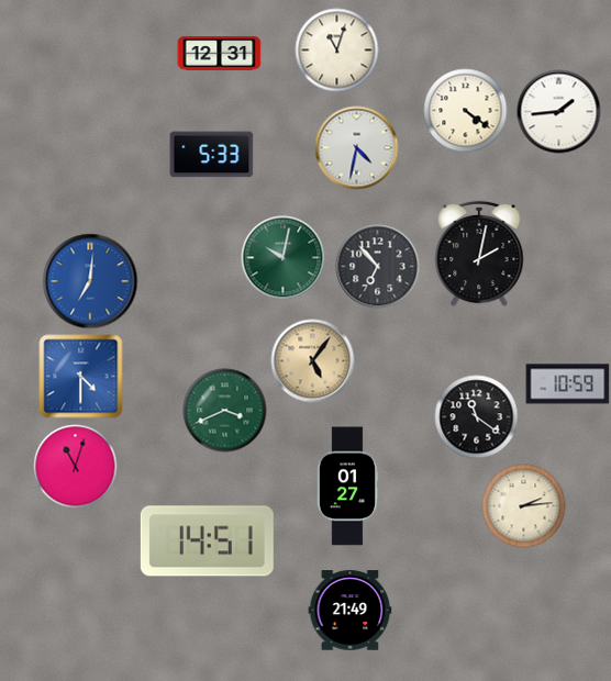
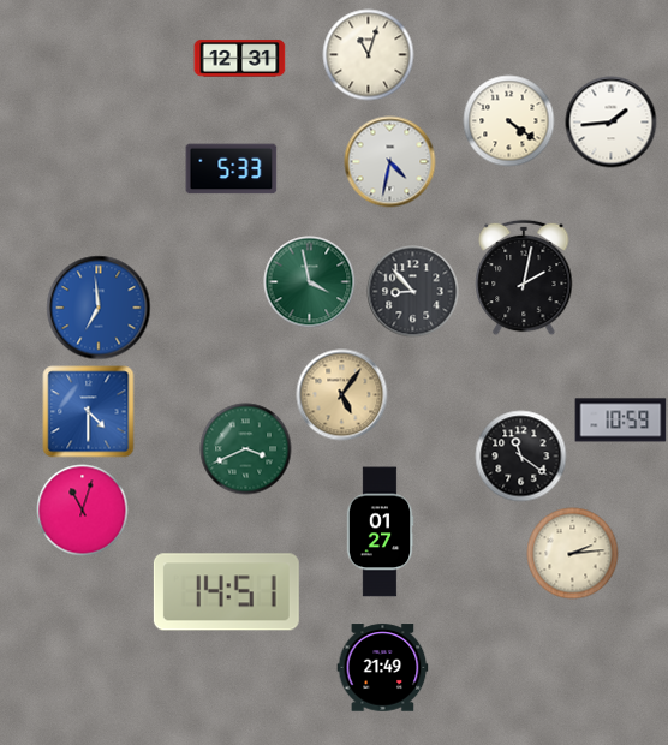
clock at (284, 258): 10:02 -> 3:58
clock at (378, 267): 6:53 -> 8:53
clock at (90, 281): 7:01 -> 6:59
